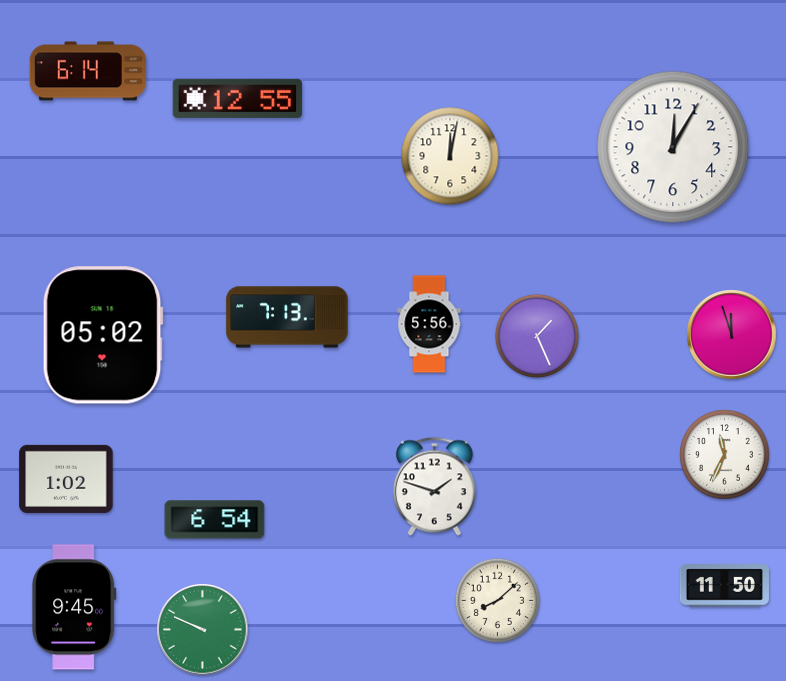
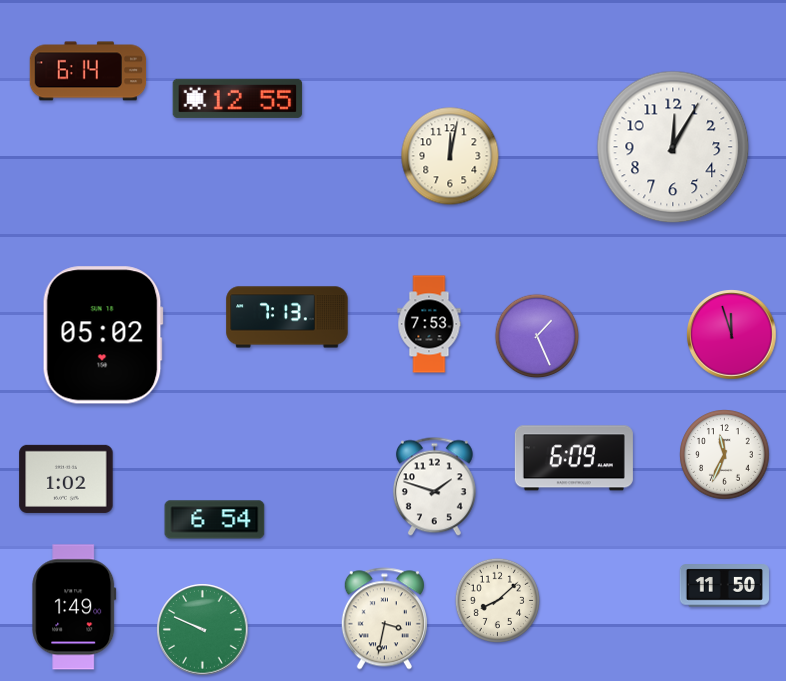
clock at (429, 324): 5:56 -> 7:53
clock at (574, 458): none -> 6:09
clock at (74, 607): 9:45 -> 1:49
clock at (384, 619): none -> 3:32
